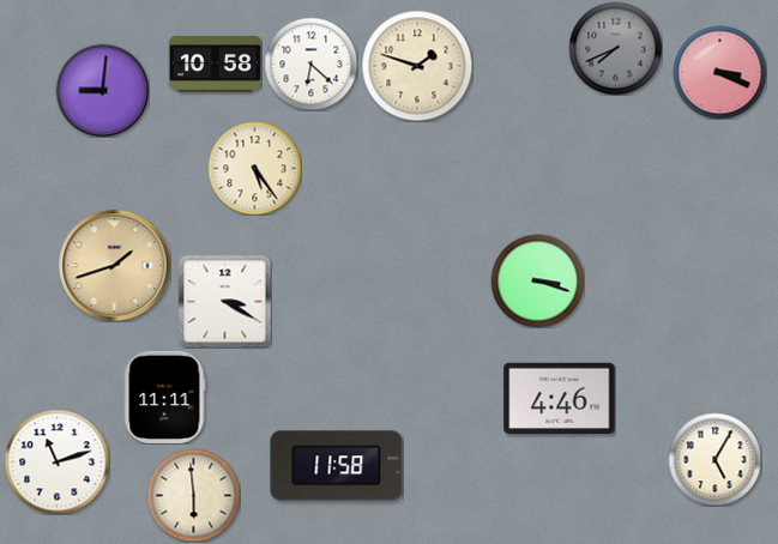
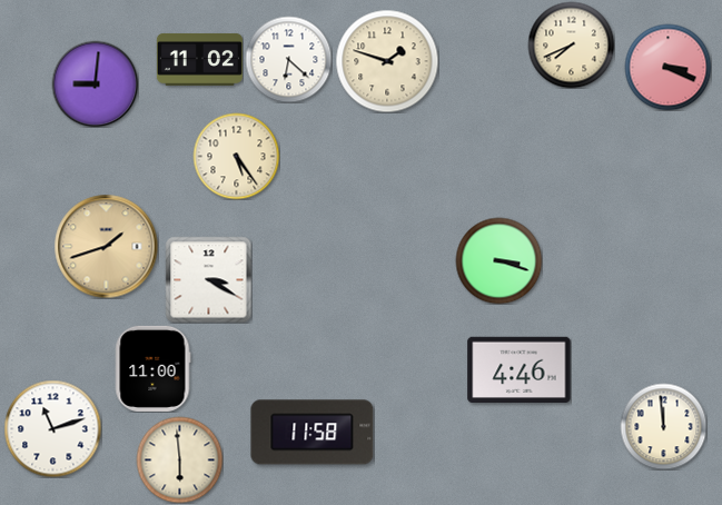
clock at (615, 48) dial: grey -> cream
clock at (215, 64): 10:58 -> 11:02
clock at (164, 397): 11:11 -> 11:00
clock at (714, 459): 5:05 -> 11:59
